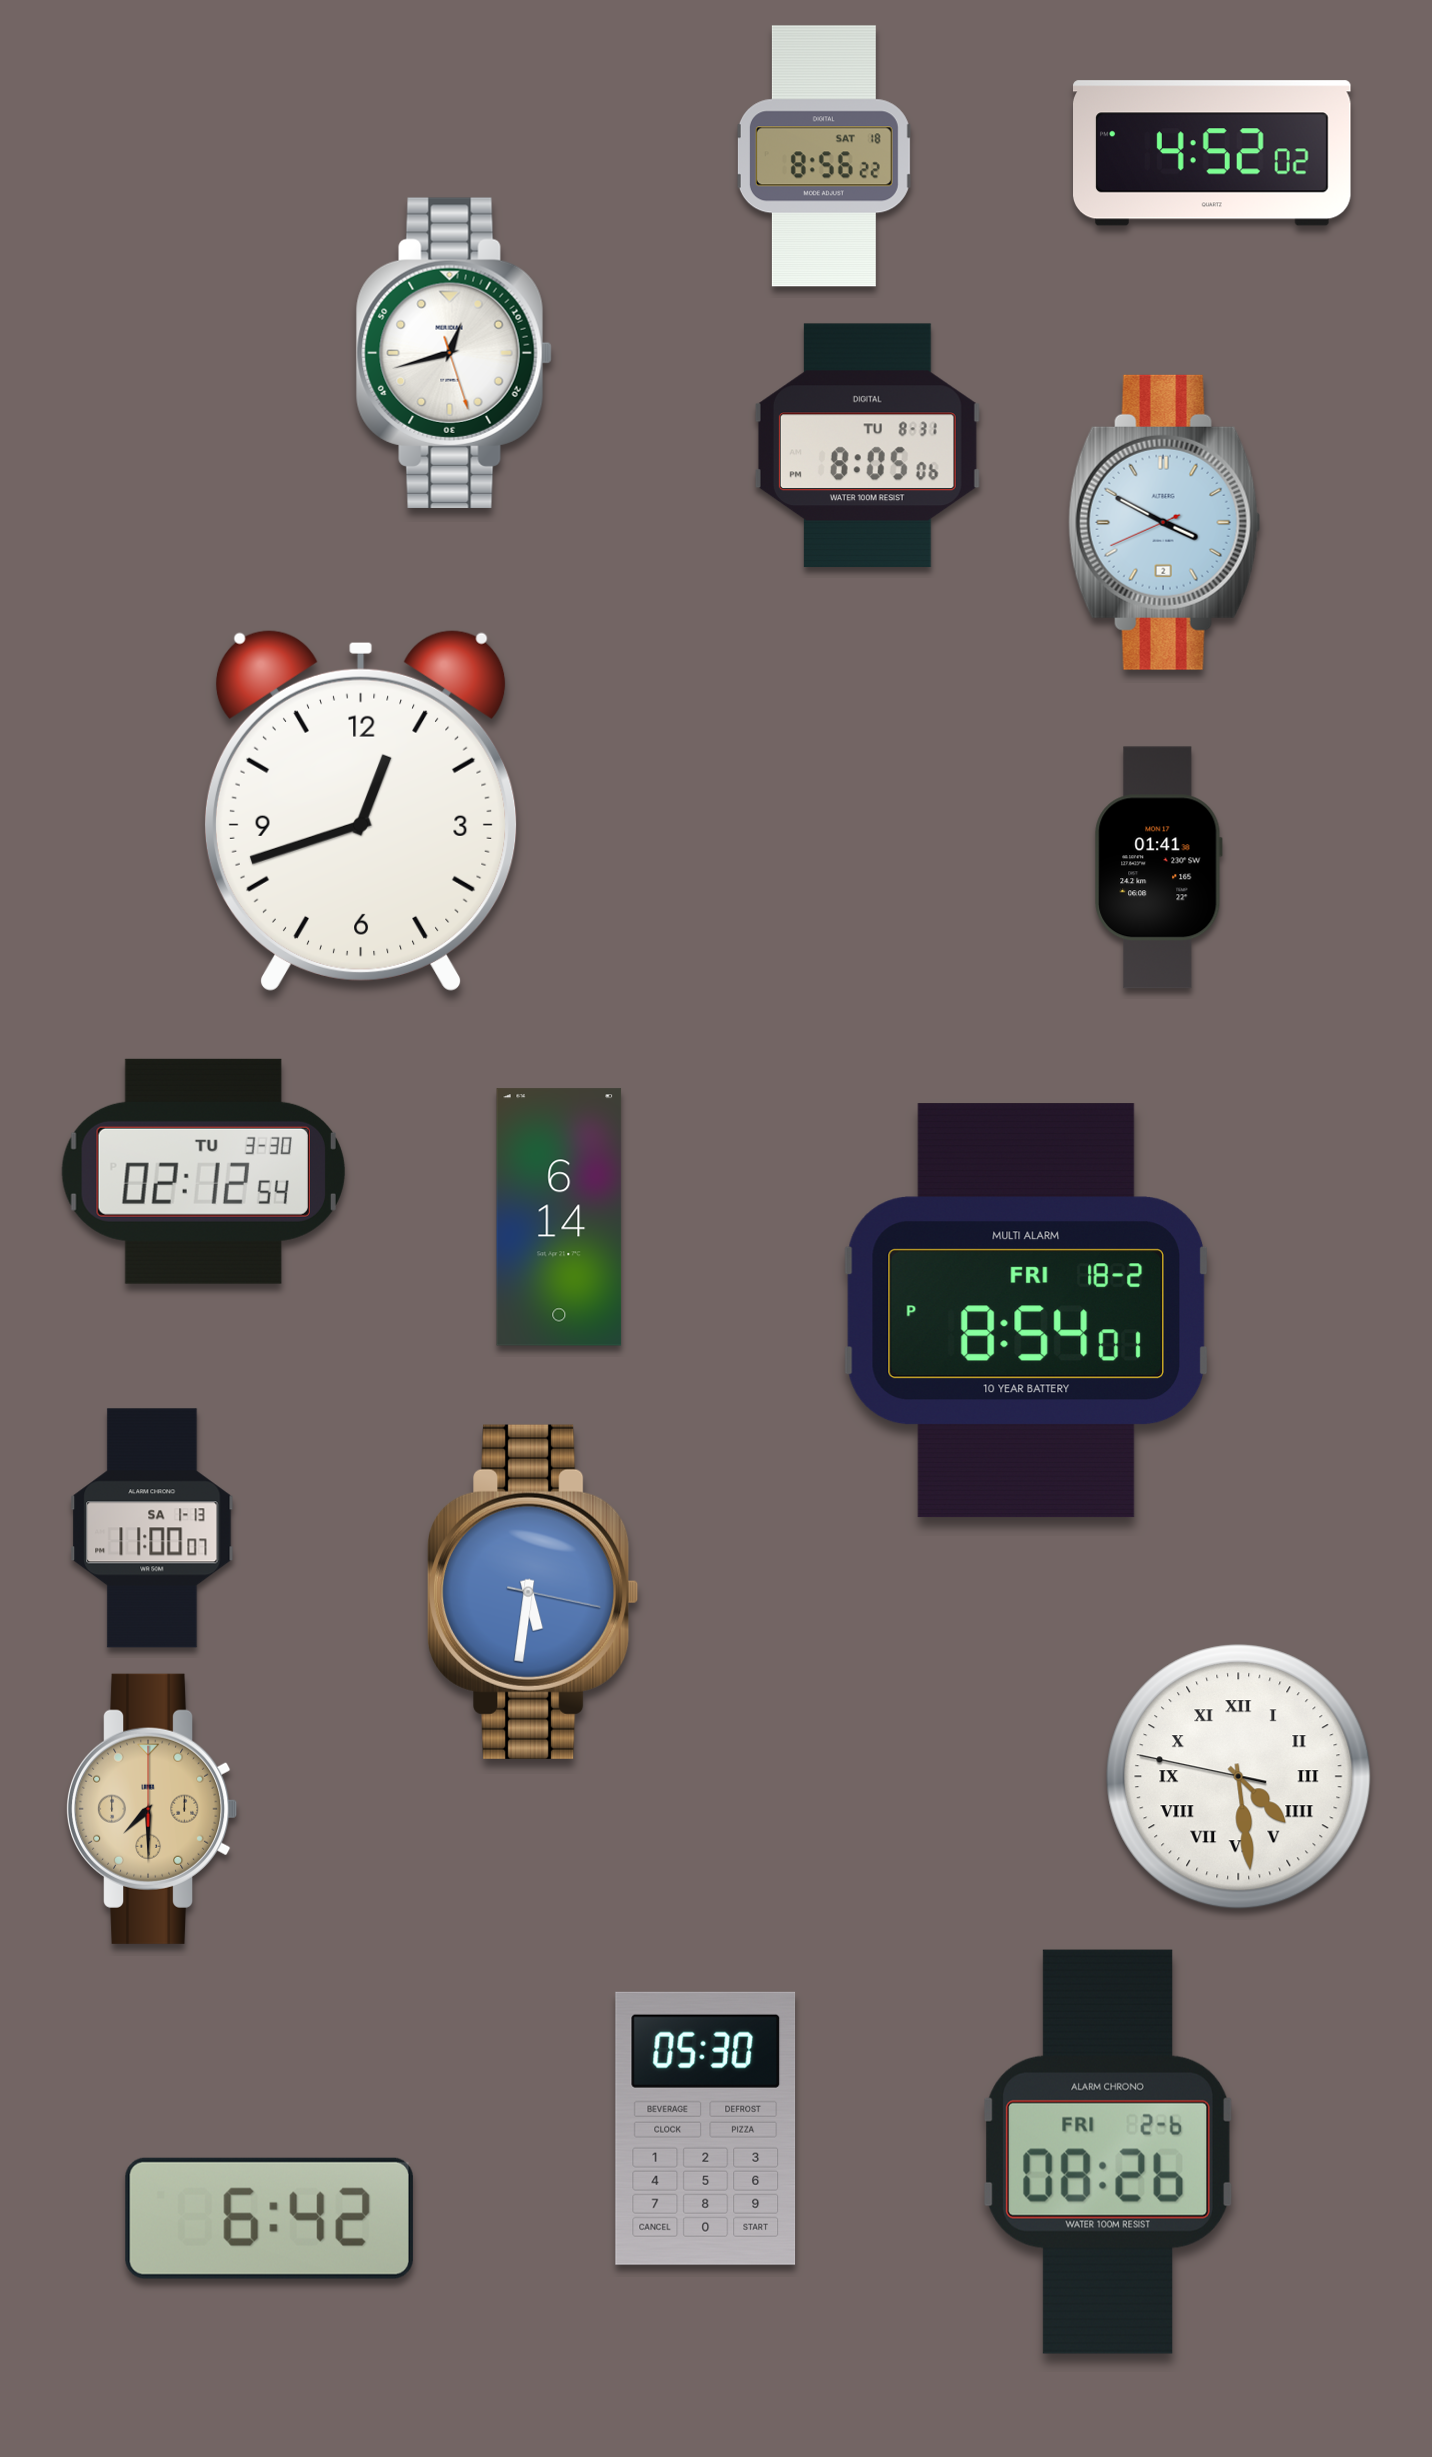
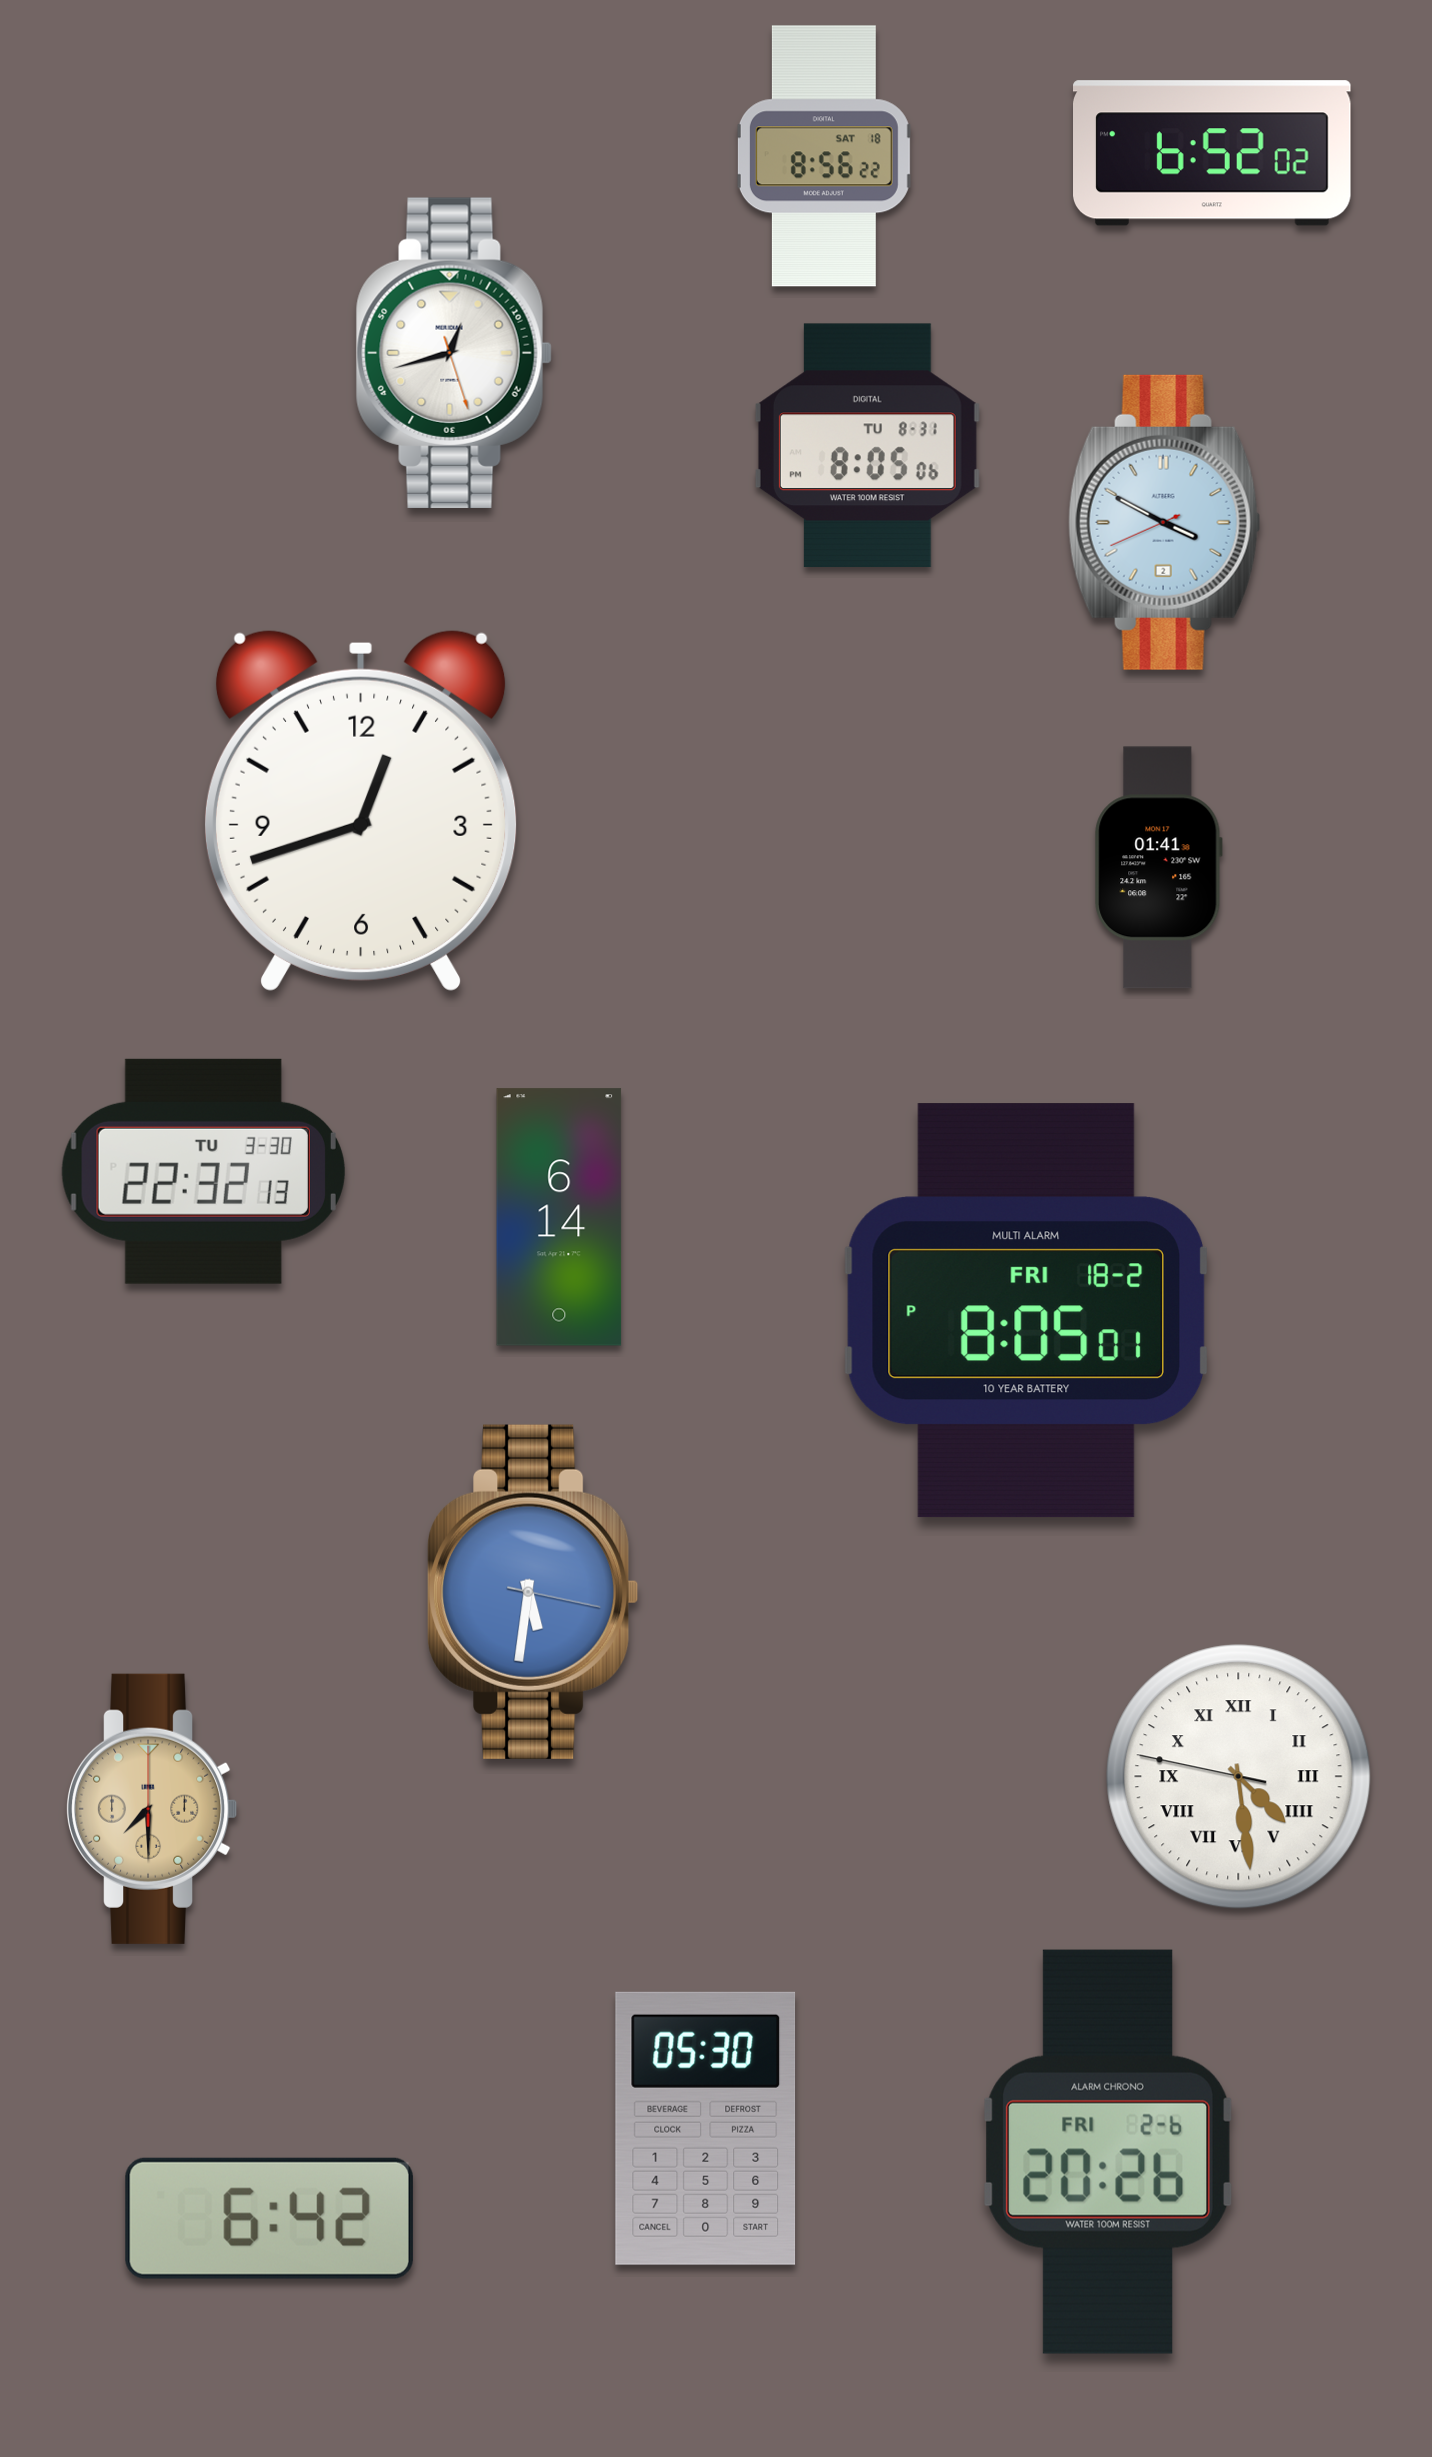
clock at (1212, 153): 4:52 -> 6:52
clock at (203, 1171): 02:12 -> 22:32
clock at (1026, 1311): 8:54 -> 8:05
clock at (152, 1528): 11:00 -> none
clock at (1107, 2152): 08:26 -> 20:26
